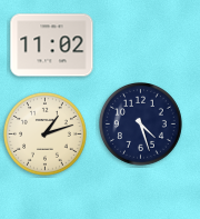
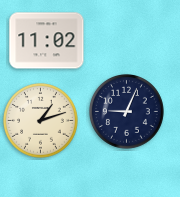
clock at (141, 125): 4:27 -> 9:04
